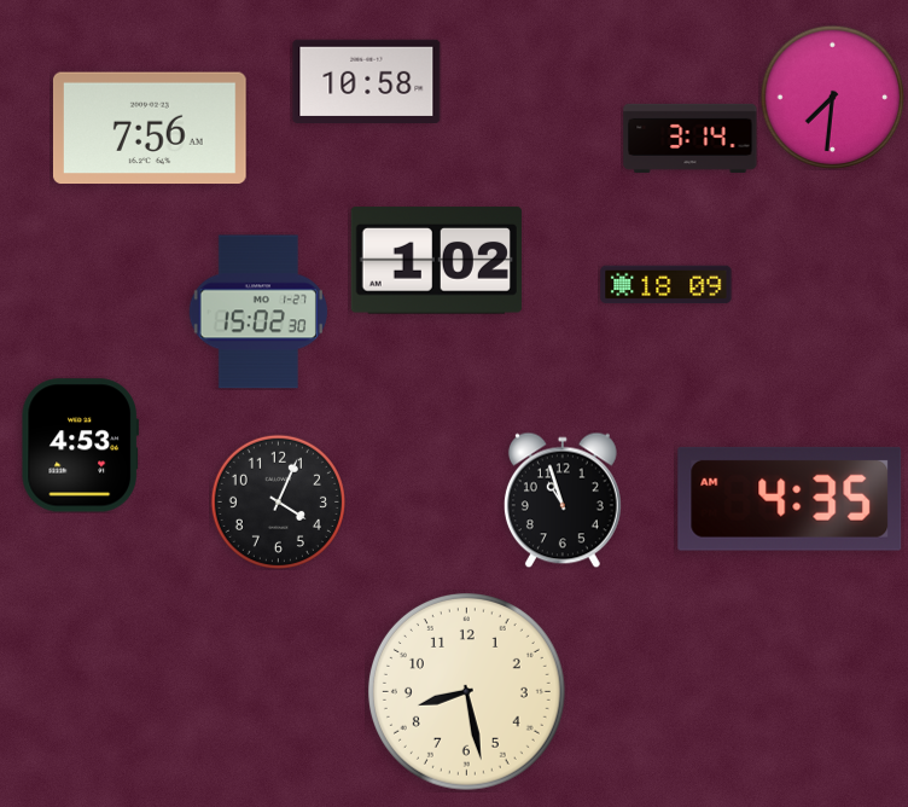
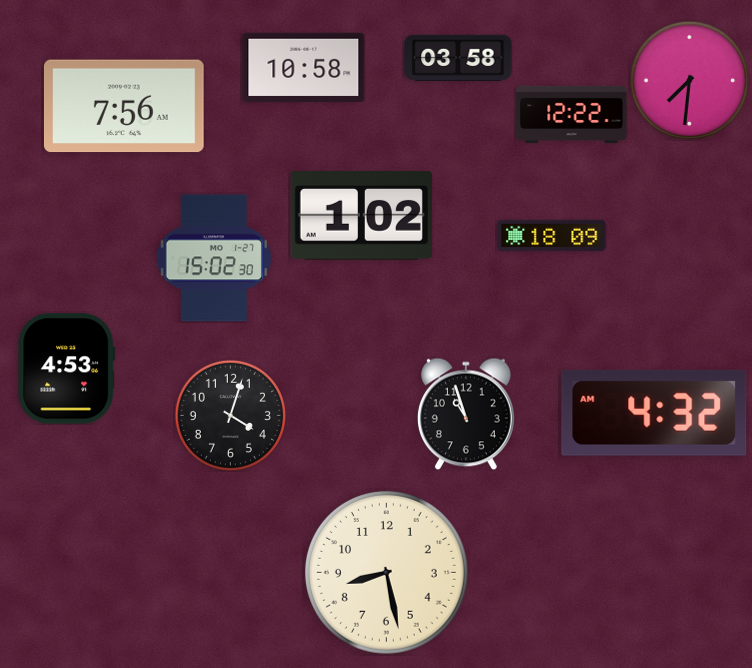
clock at (458, 58): none -> 03:58
clock at (691, 138): 3:14 -> 12:22
clock at (790, 499): 4:35 -> 4:32
clock at (278, 501): 4:04 -> 4:03
